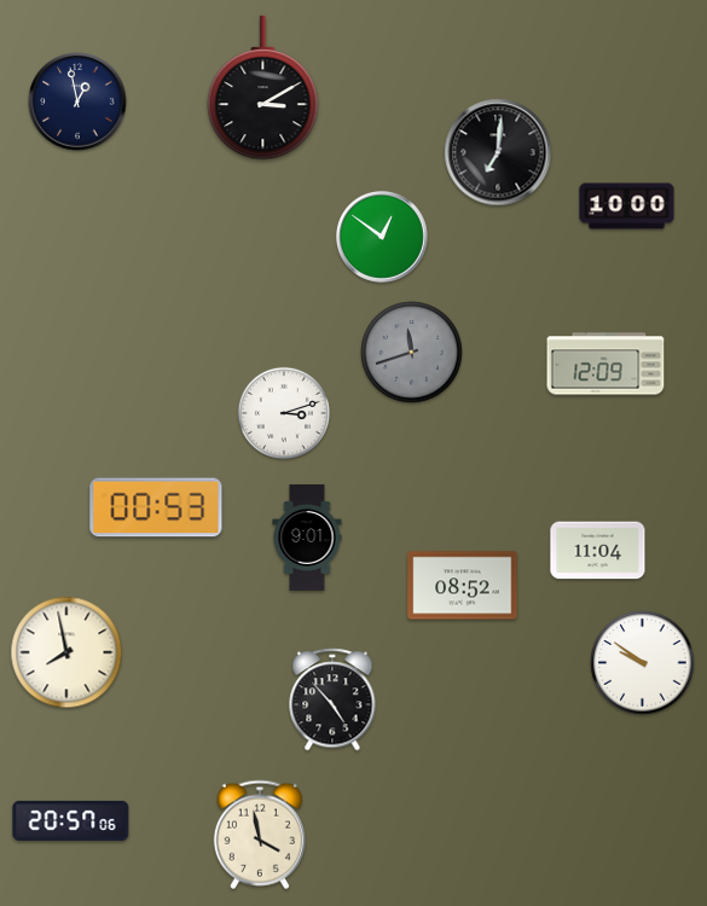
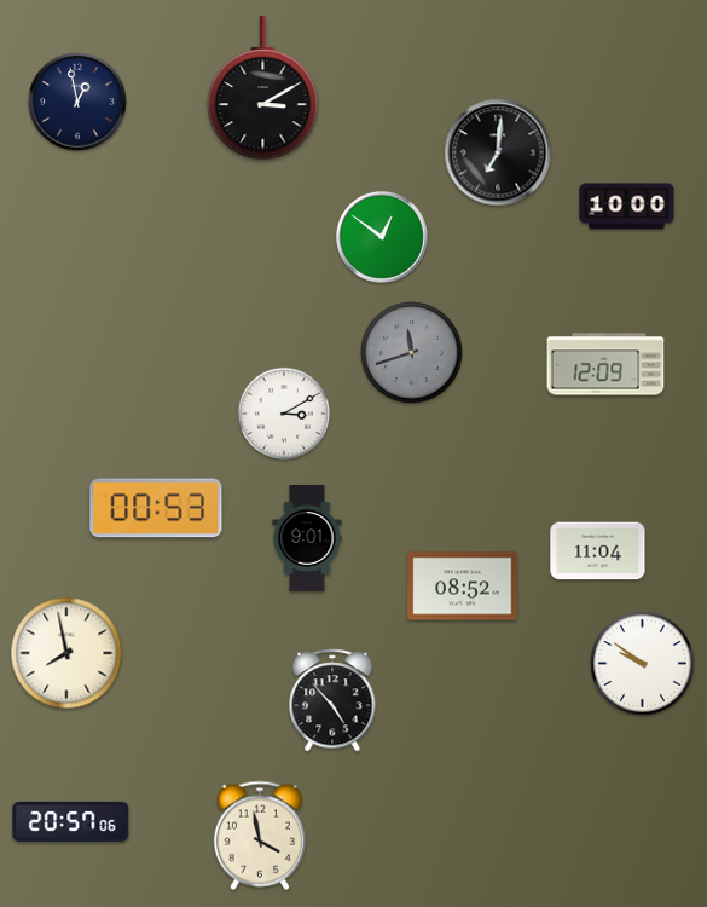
clock at (283, 412): 3:12 -> 3:10
